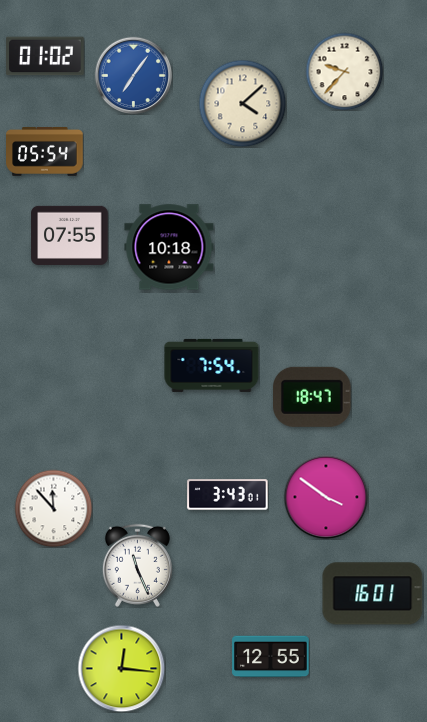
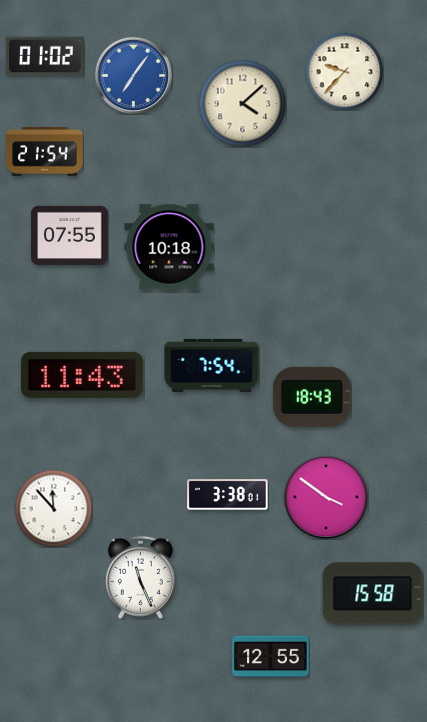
clock at (45, 152): 05:54 -> 21:54
clock at (82, 375): none -> 11:43
clock at (312, 397): 18:47 -> 18:43
clock at (228, 495): 3:43 -> 3:38
clock at (137, 565) position: (137, 565) -> (140, 577)
clock at (373, 594): 16:01 -> 15:58
clock at (121, 668): 12:16 -> none
